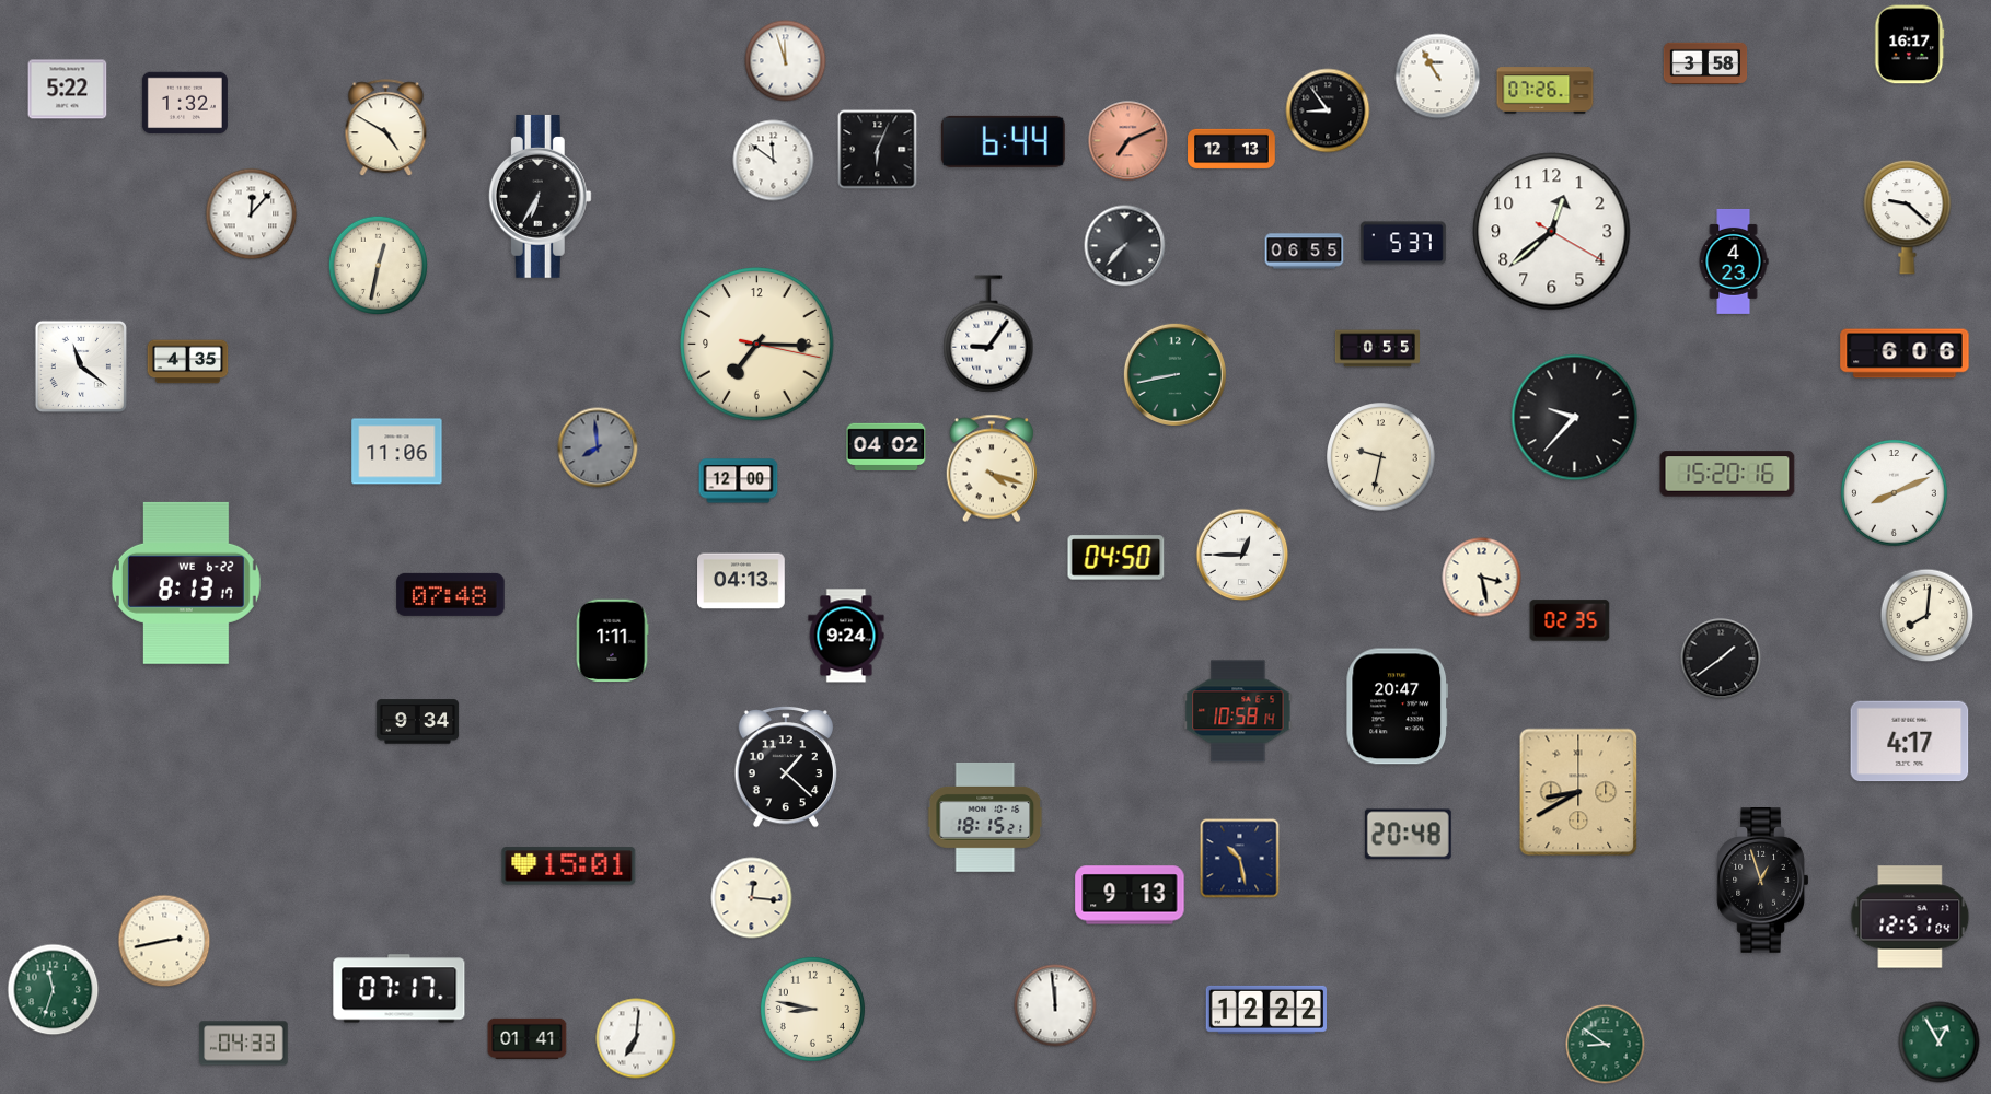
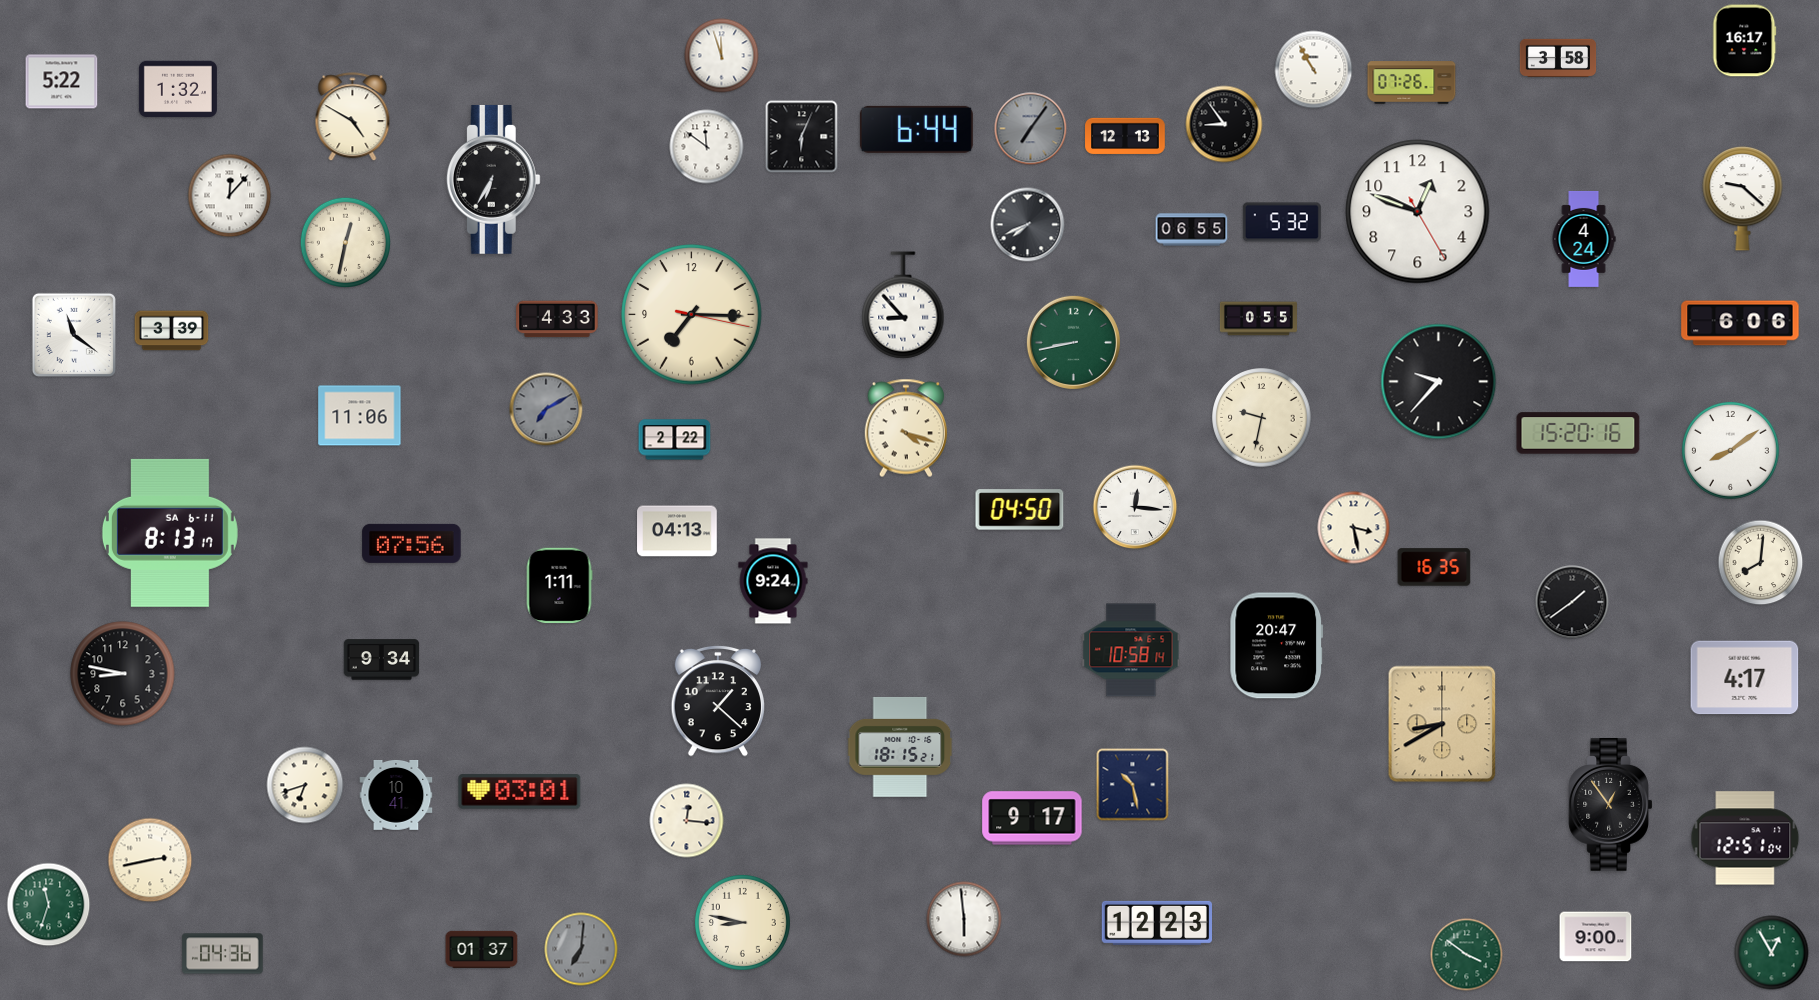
clock at (786, 61) position: (786, 61) -> (722, 56)
clock at (185, 103) position: (185, 103) -> (178, 89)
clock at (1328, 110) position: (1328, 110) -> (1224, 124)
clock at (1128, 141): 7:11 -> 7:06
clock at (1128, 141) dial: salmon -> grey
clock at (1552, 232): 12:38 -> 12:48
clock at (1403, 243): 5:37 -> 5:32
clock at (1125, 246): 7:37 -> 7:41
clock at (1734, 261): 4:23 -> 4:24
clock at (988, 334): 9:06 -> 8:53
clock at (557, 319): none -> 4:33
clock at (188, 362): 4:35 -> 3:39
clock at (598, 447): 7:59 -> 7:10
clock at (887, 447): 04:02 -> none
clock at (397, 452) position: (397, 452) -> (360, 416)
clock at (739, 481): 12:00 -> 2:22
clock at (1894, 492): 8:11 -> 8:09
clock at (1242, 555): 12:45 -> 12:16
clock at (186, 583) date: WE 6-22 -> SA 6-11
clock at (451, 594): 07:48 -> 07:56
clock at (1570, 620): 02:35 -> 16:35
clock at (123, 674): none -> 8:47
clock at (1408, 835): 20:48 -> none
clock at (305, 785): none -> 6:42
clock at (569, 866): 15:01 -> 03:01
clock at (396, 795): none -> 10:41
clock at (1763, 881): 12:57 -> 12:54
clock at (1130, 895): 9:13 -> 9:17
clock at (400, 989): 07:17 -> none
clock at (1055, 1005): 11:59 -> 5:59
clock at (1265, 1010): 12:22 -> 12:23
clock at (1596, 937): none -> 9:00
clock at (528, 1038): 01:41 -> 01:37
clock at (636, 1038) dial: white -> grey
clock at (244, 1044): 04:33 -> 04:36
clock at (1606, 1045): 8:51 -> 3:51
